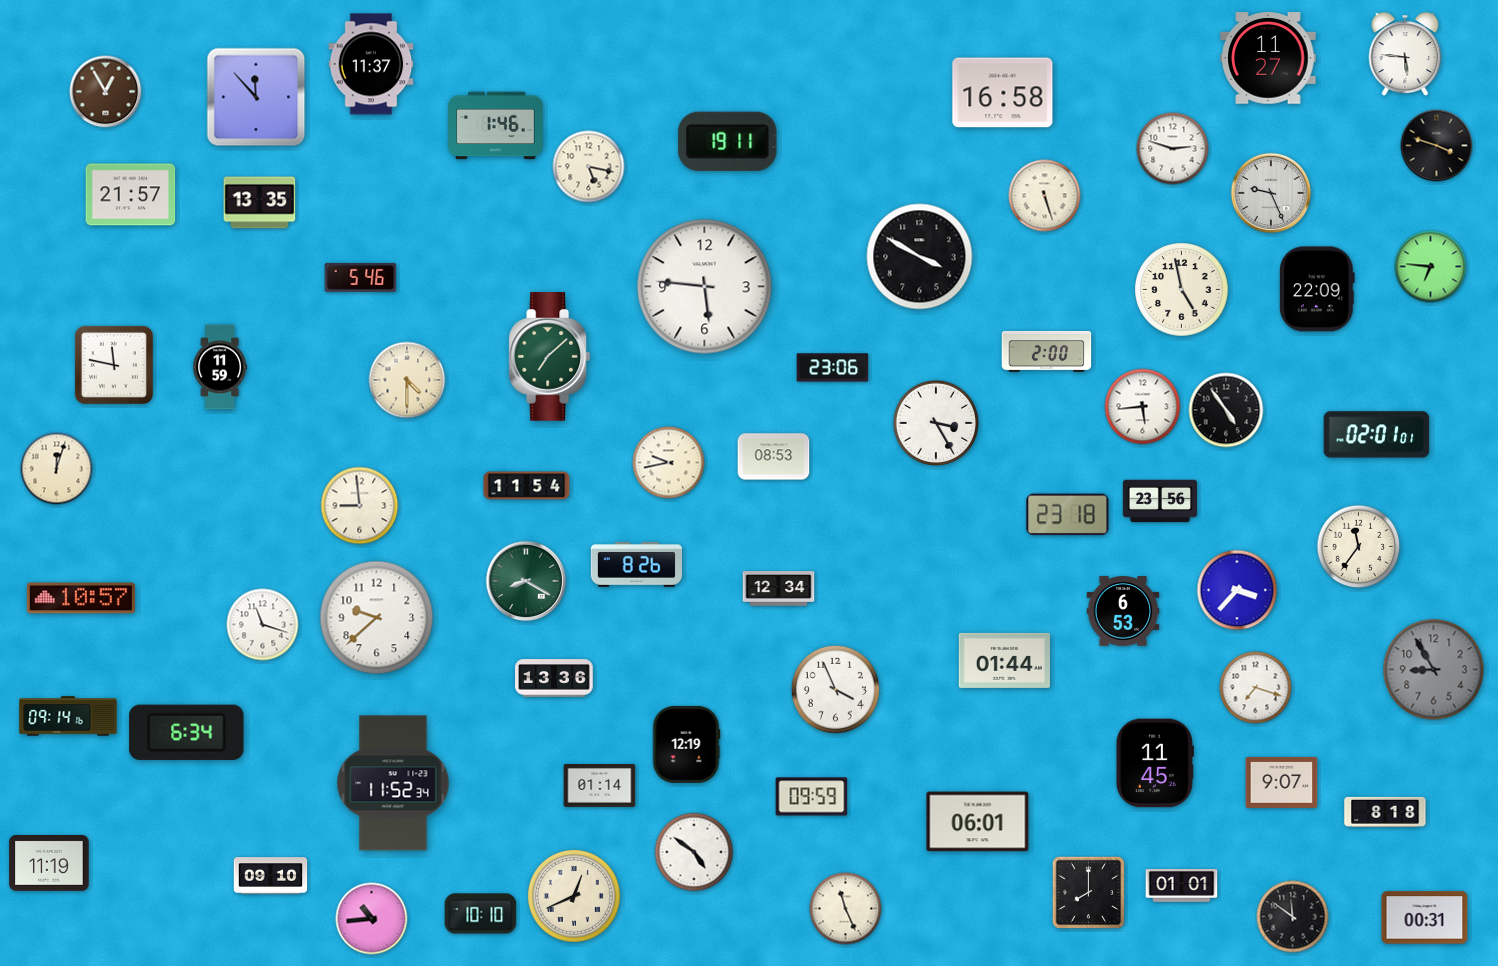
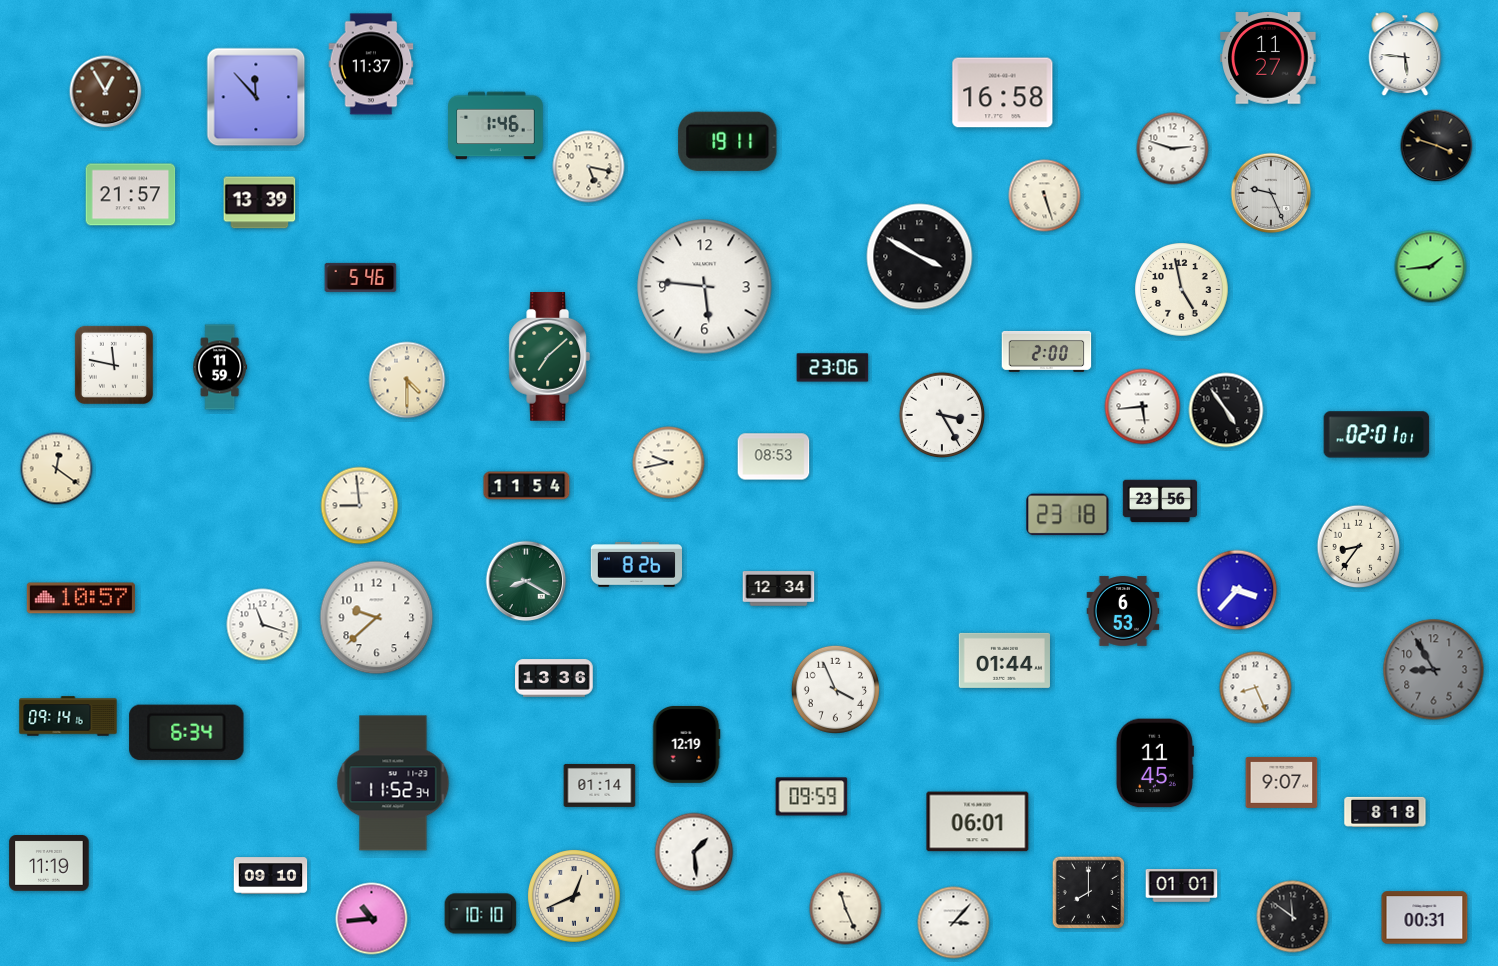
clock at (260, 203): 13:35 -> 13:39
clock at (1431, 267): 6:46 -> 1:44
clock at (1318, 289): 22:09 -> none
clock at (935, 422) position: (935, 422) -> (941, 414)
clock at (57, 469): 12:03 -> 12:21
clock at (1359, 547): 11:36 -> 8:36
clock at (1256, 688): 7:18 -> 8:26
clock at (694, 852): 4:51 -> 1:29
clock at (954, 923): none -> 3:07
